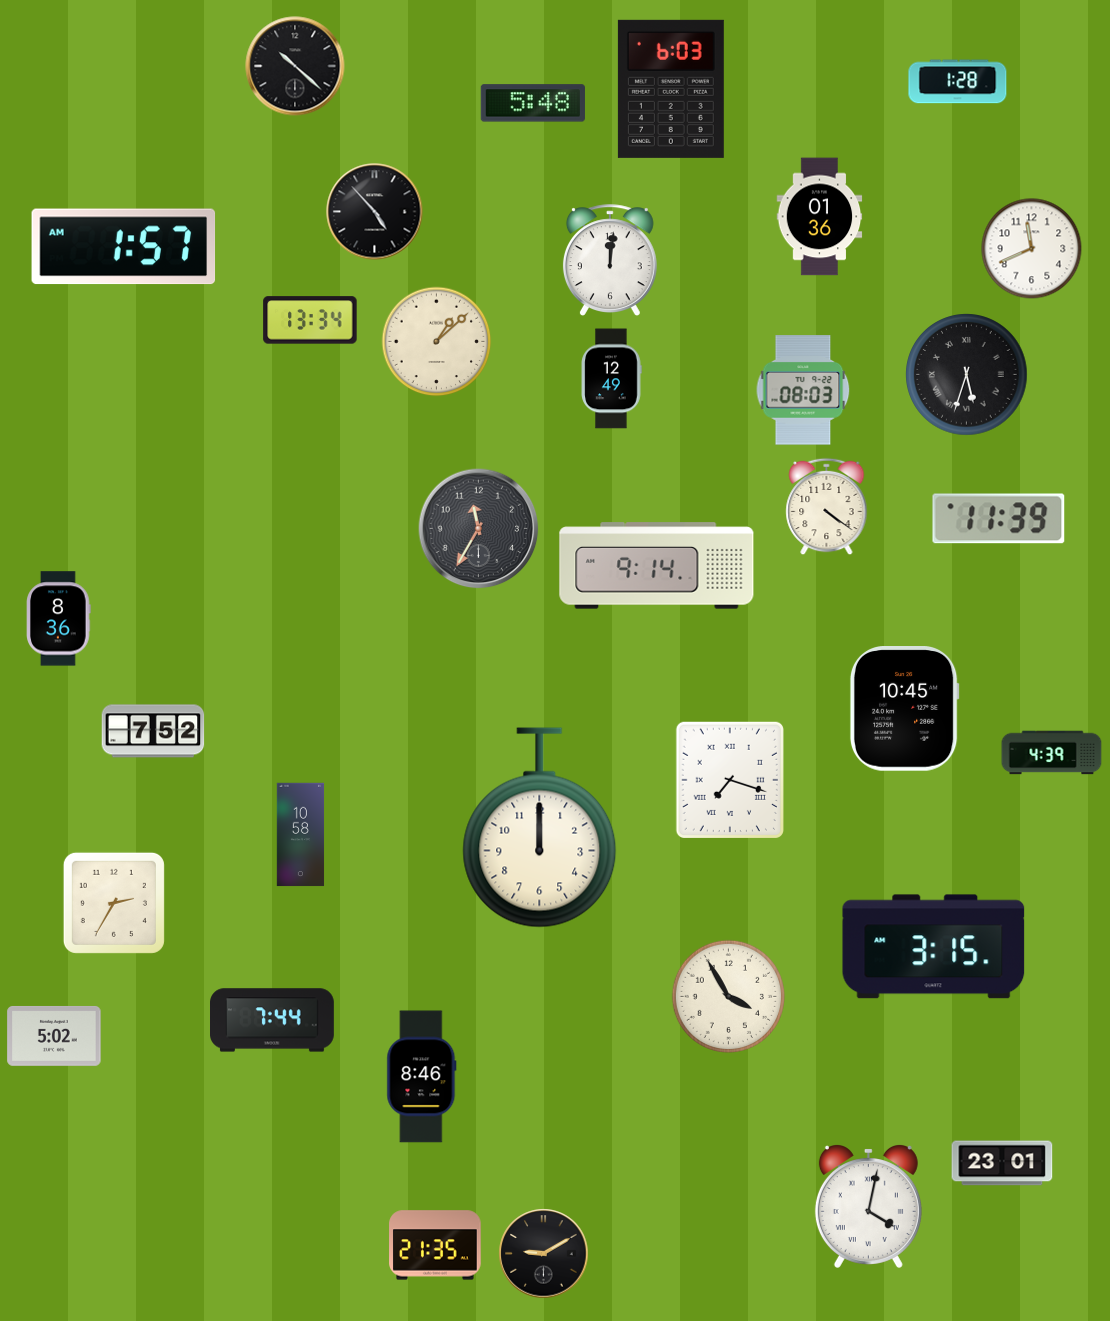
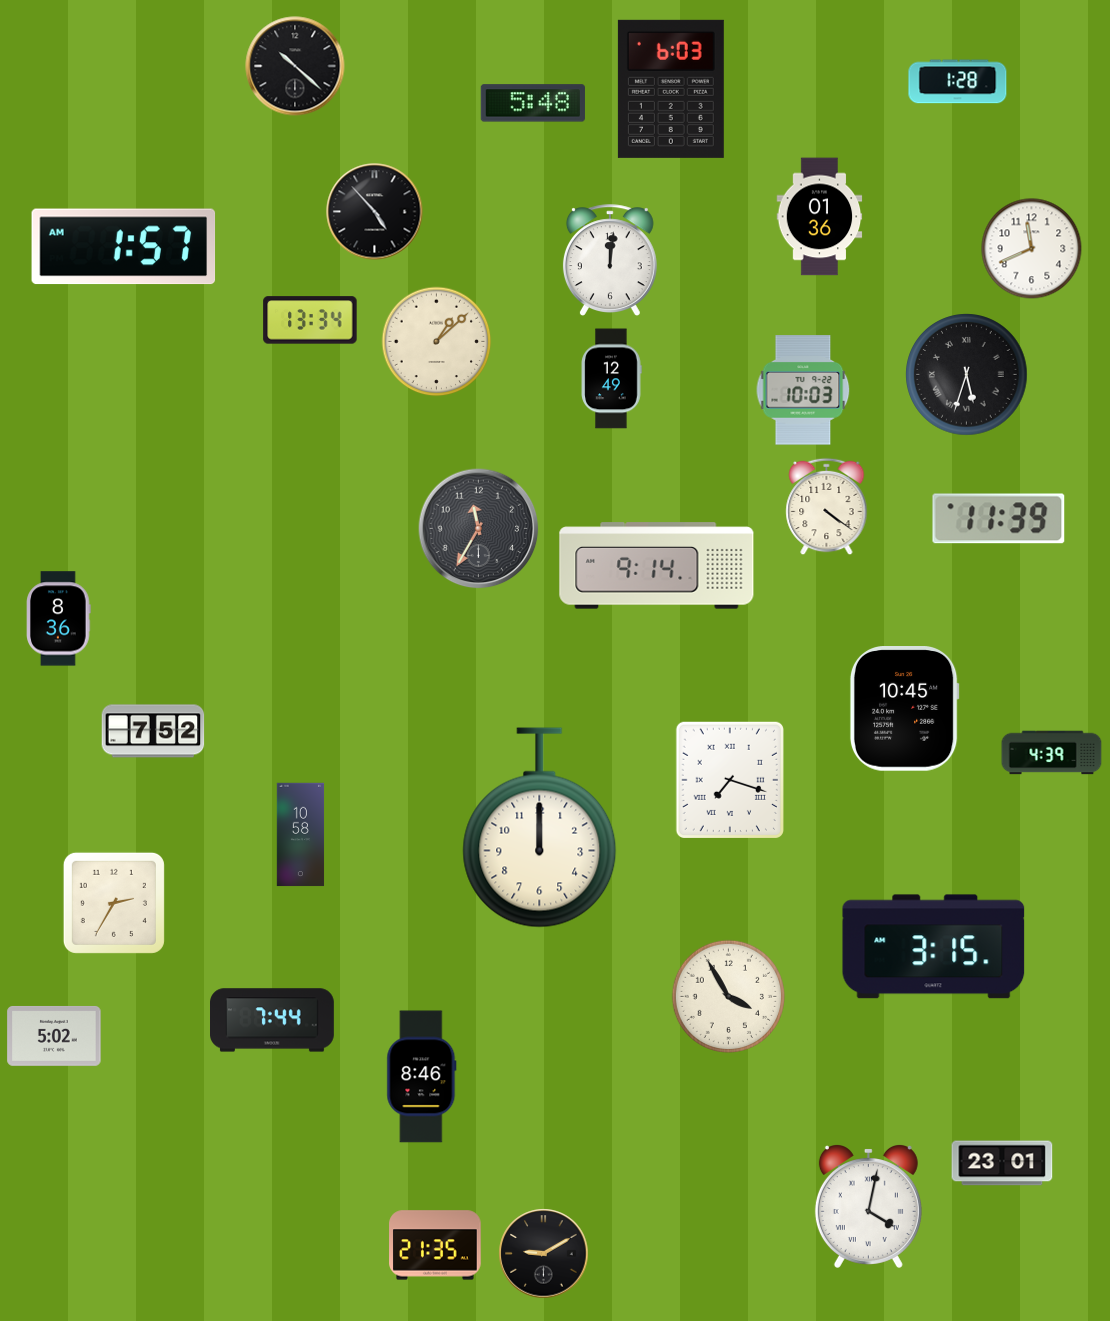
clock at (803, 390): 08:03 -> 10:03
